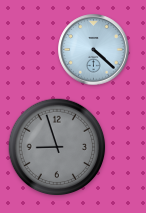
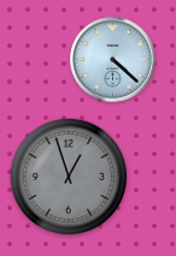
clock at (57, 147): 8:57 -> 12:57
